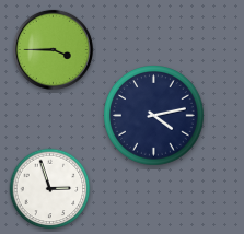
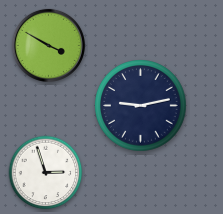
clock at (53, 49): 3:45 -> 3:50
clock at (154, 116): 4:13 -> 9:13
